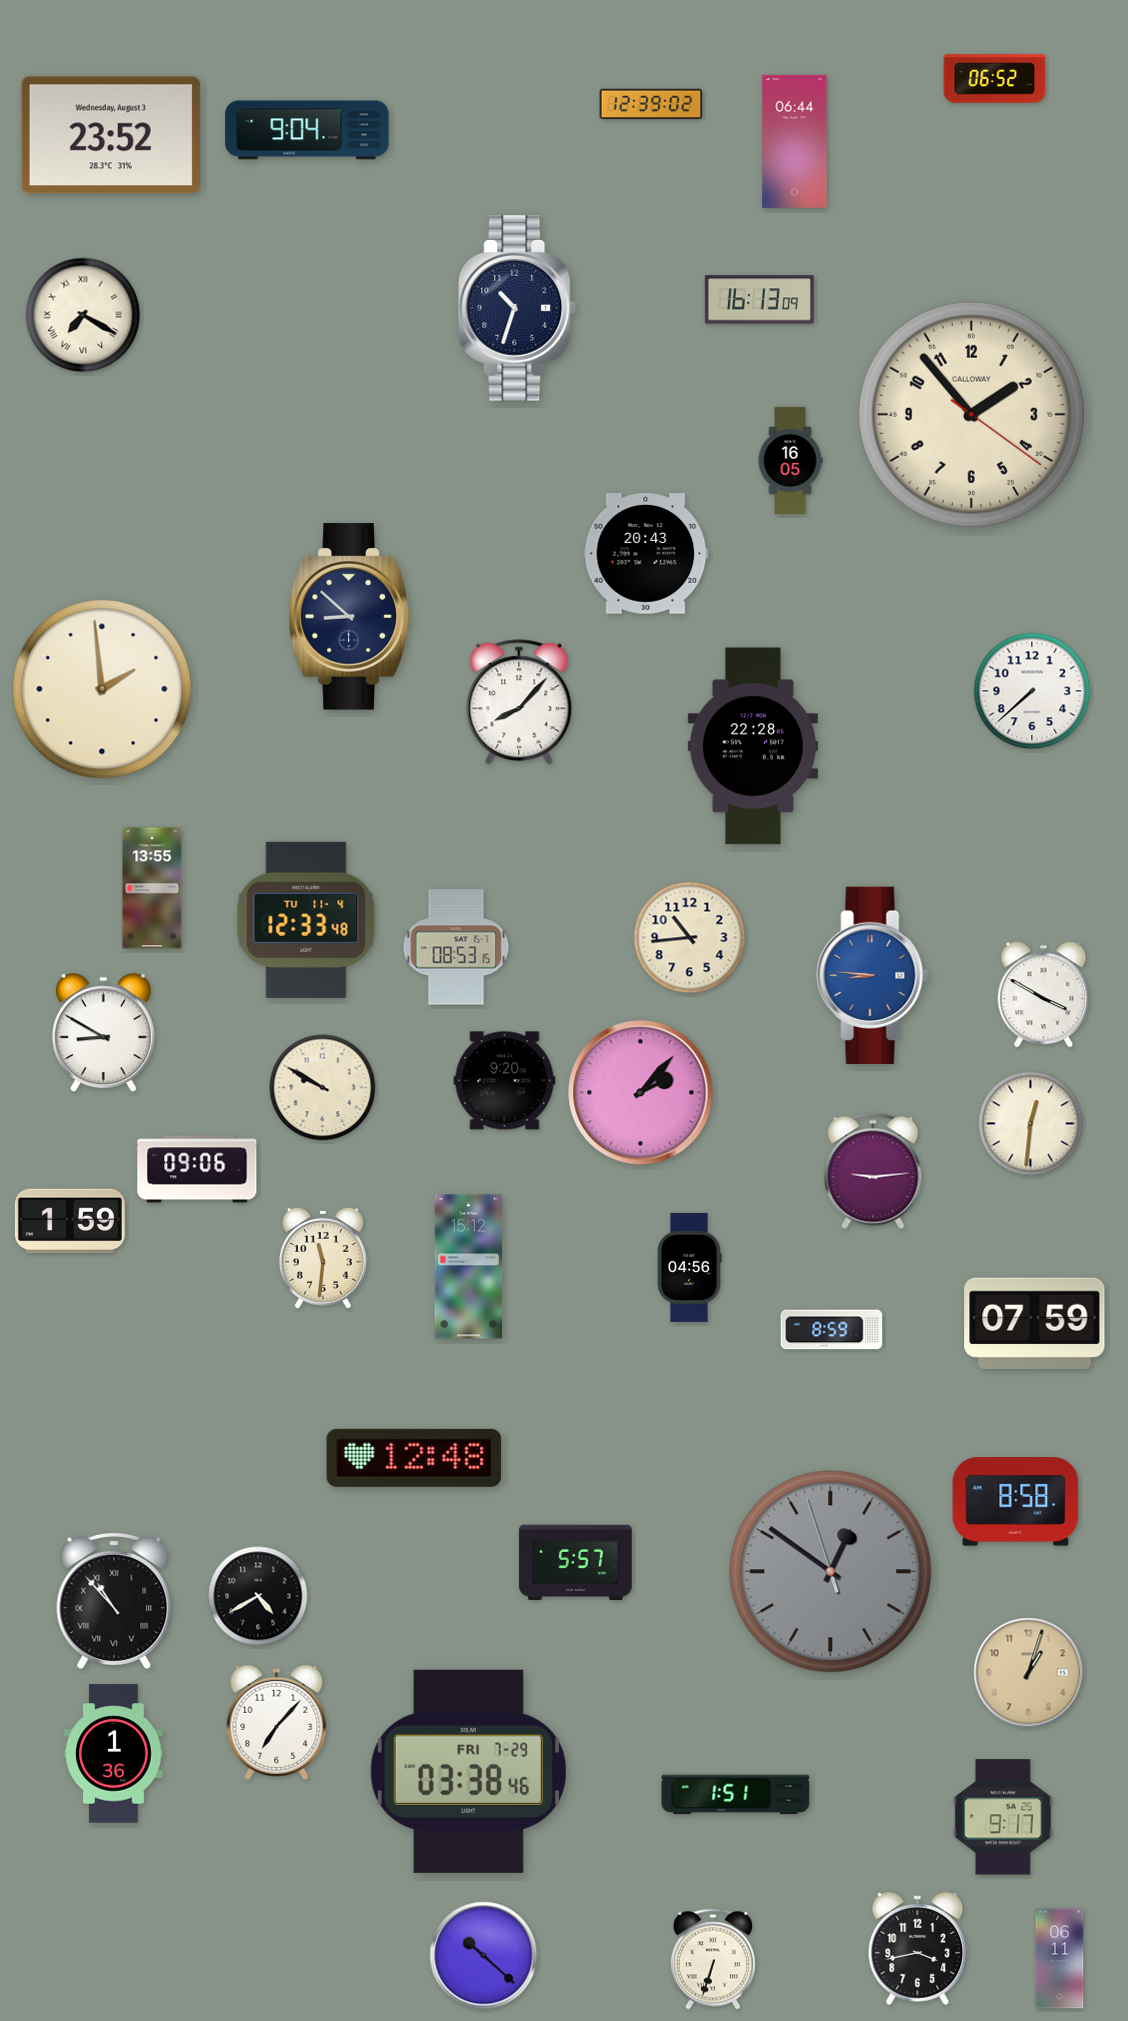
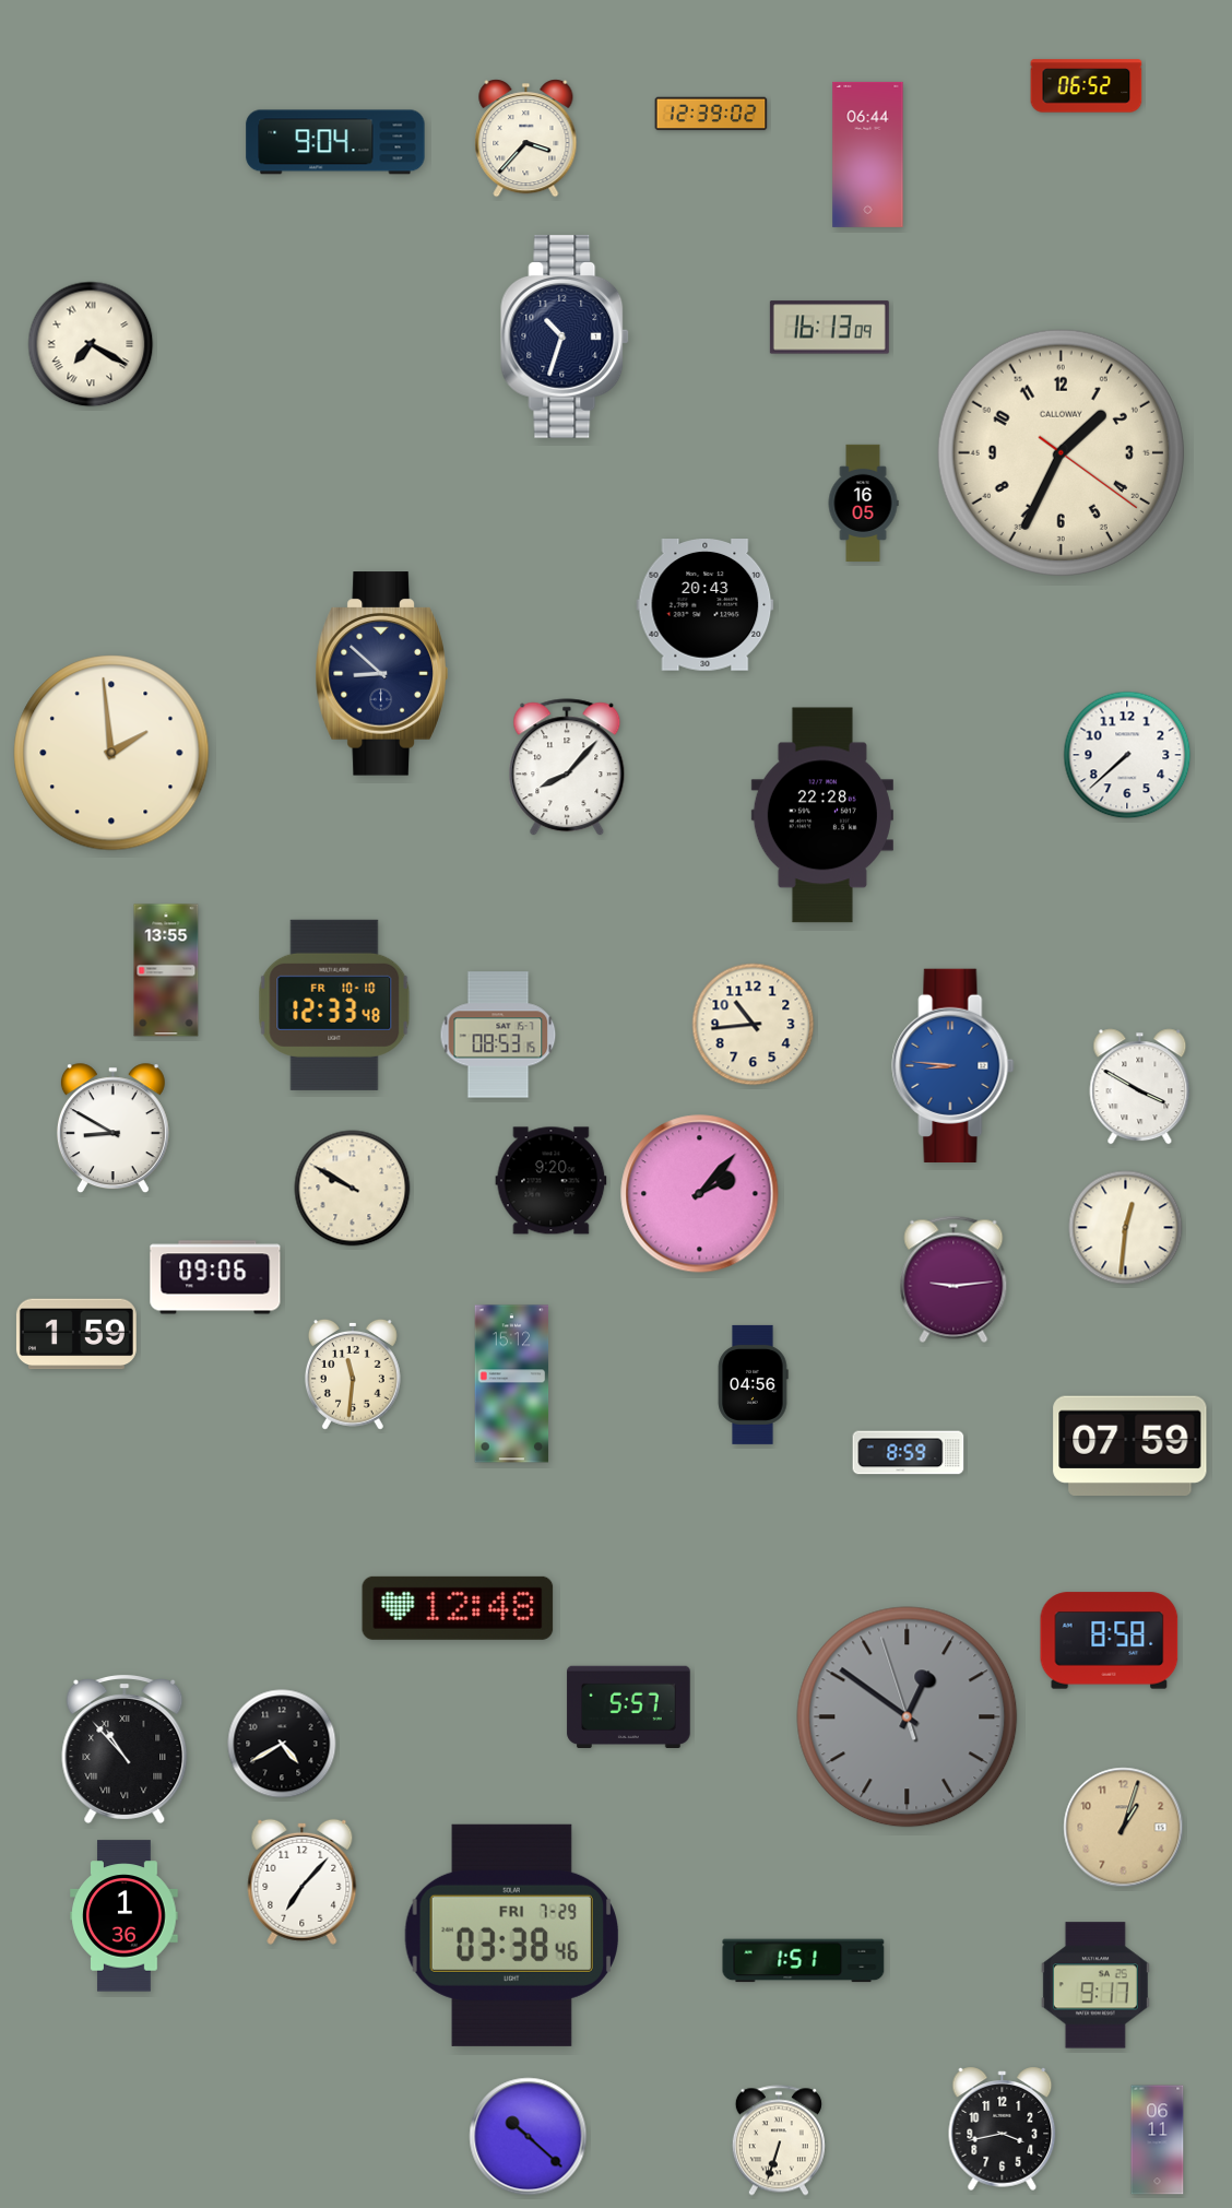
clock at (526, 139): none -> 3:37
clock at (111, 135): 23:52 -> none
clock at (971, 414): 1:53 -> 1:34
clock at (306, 920) date: TU 11-4 -> FR 10-10
clock at (414, 1458) position: (414, 1458) -> (458, 1608)
